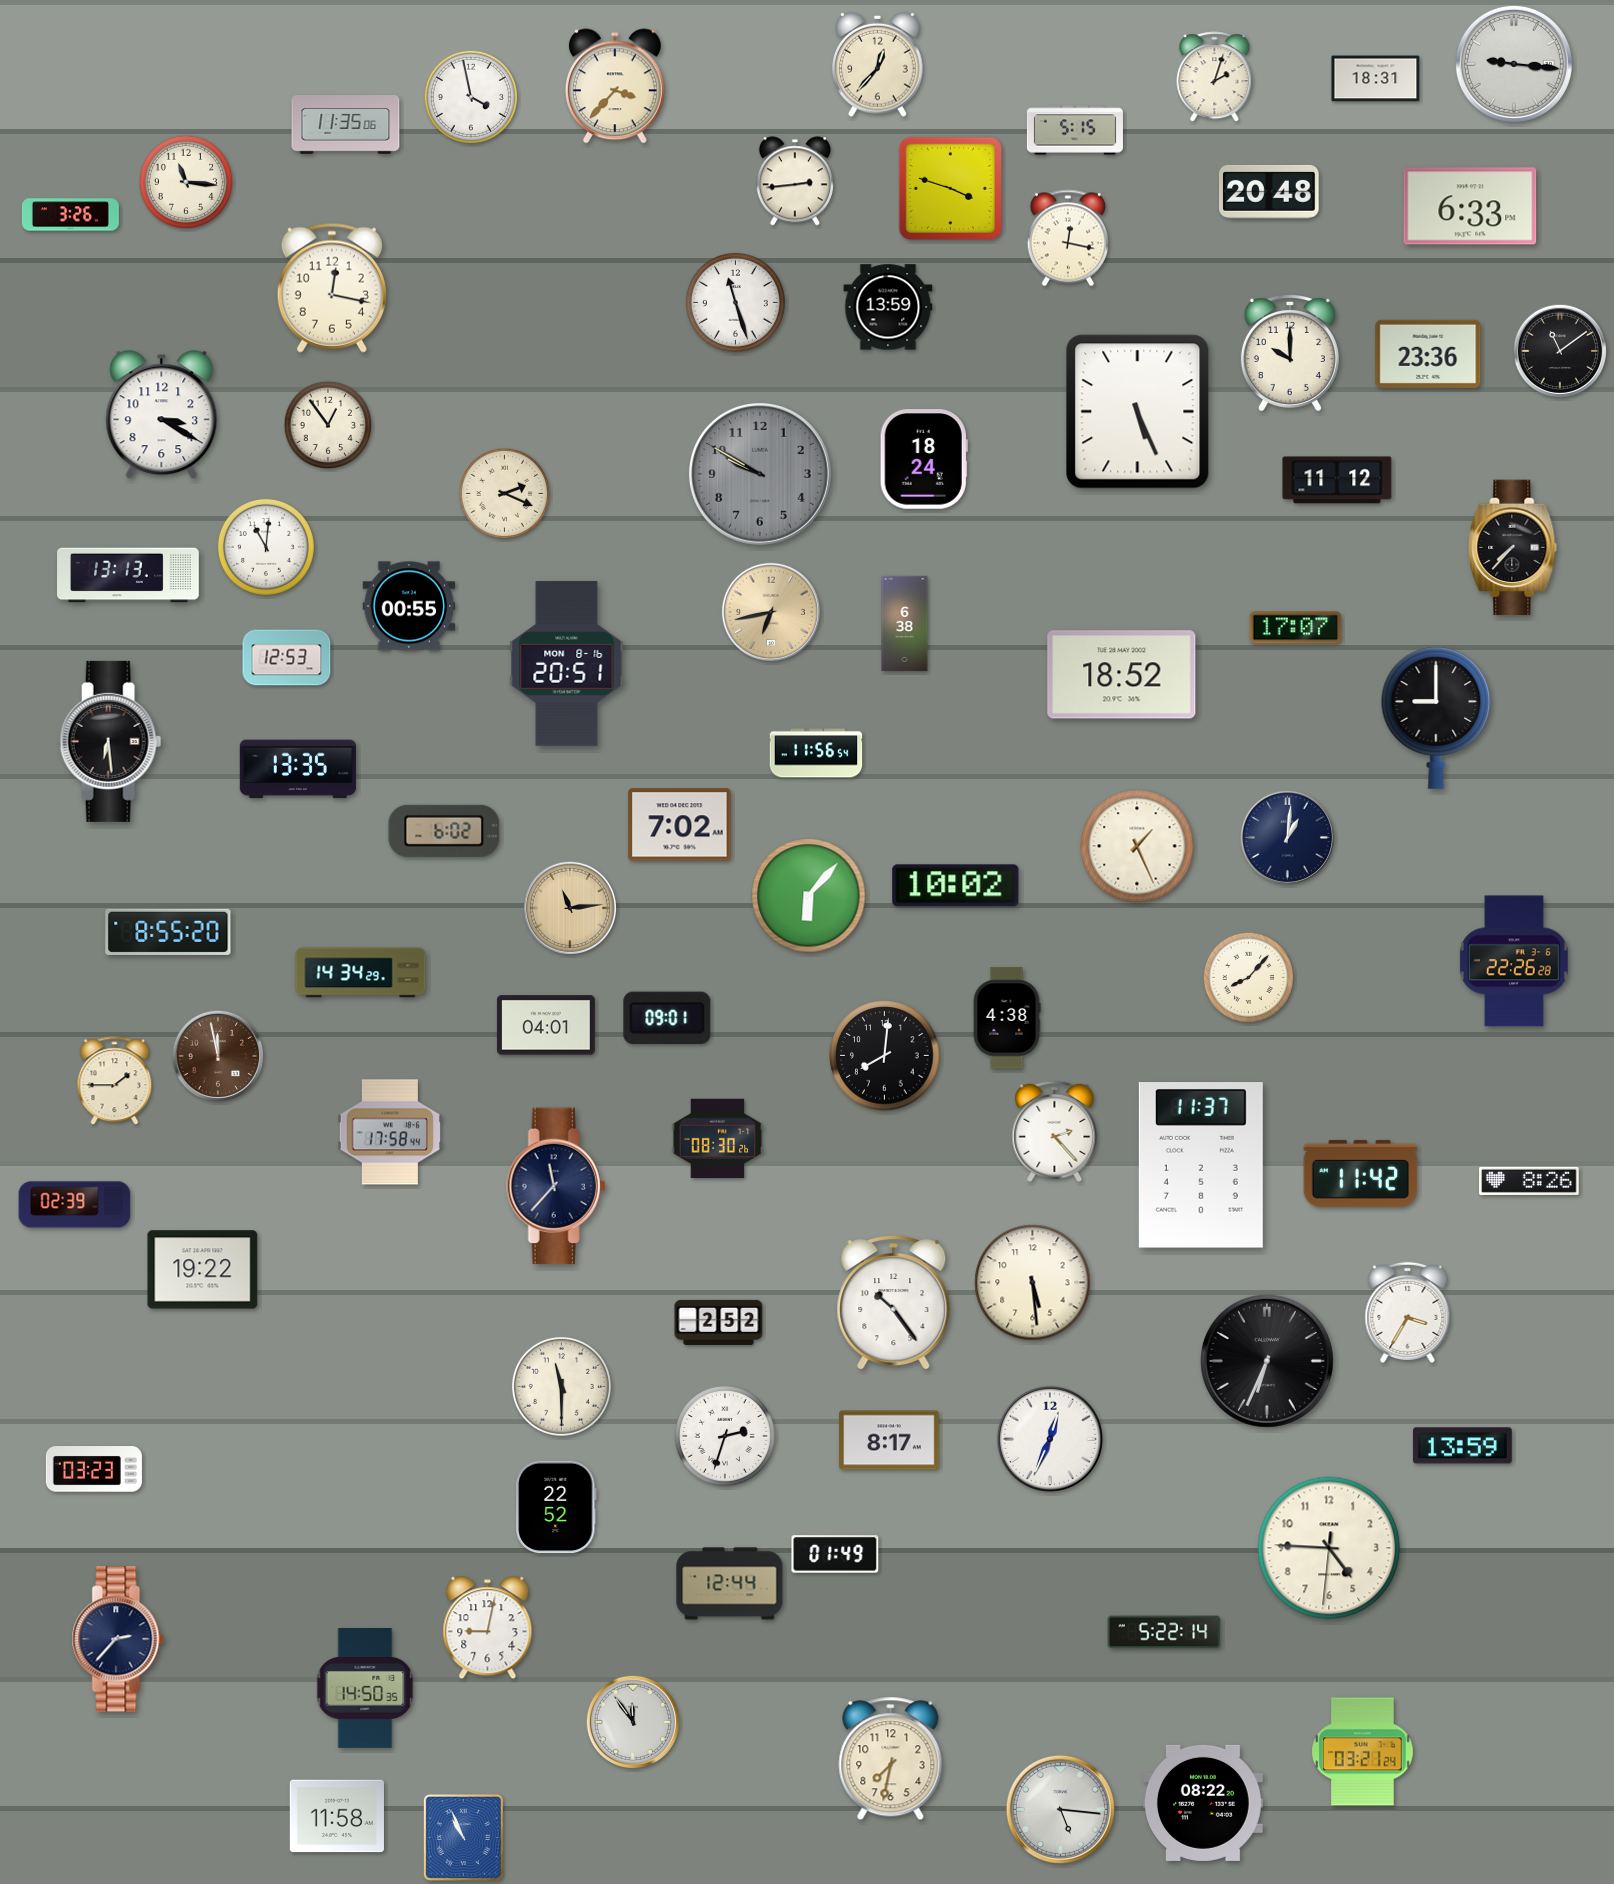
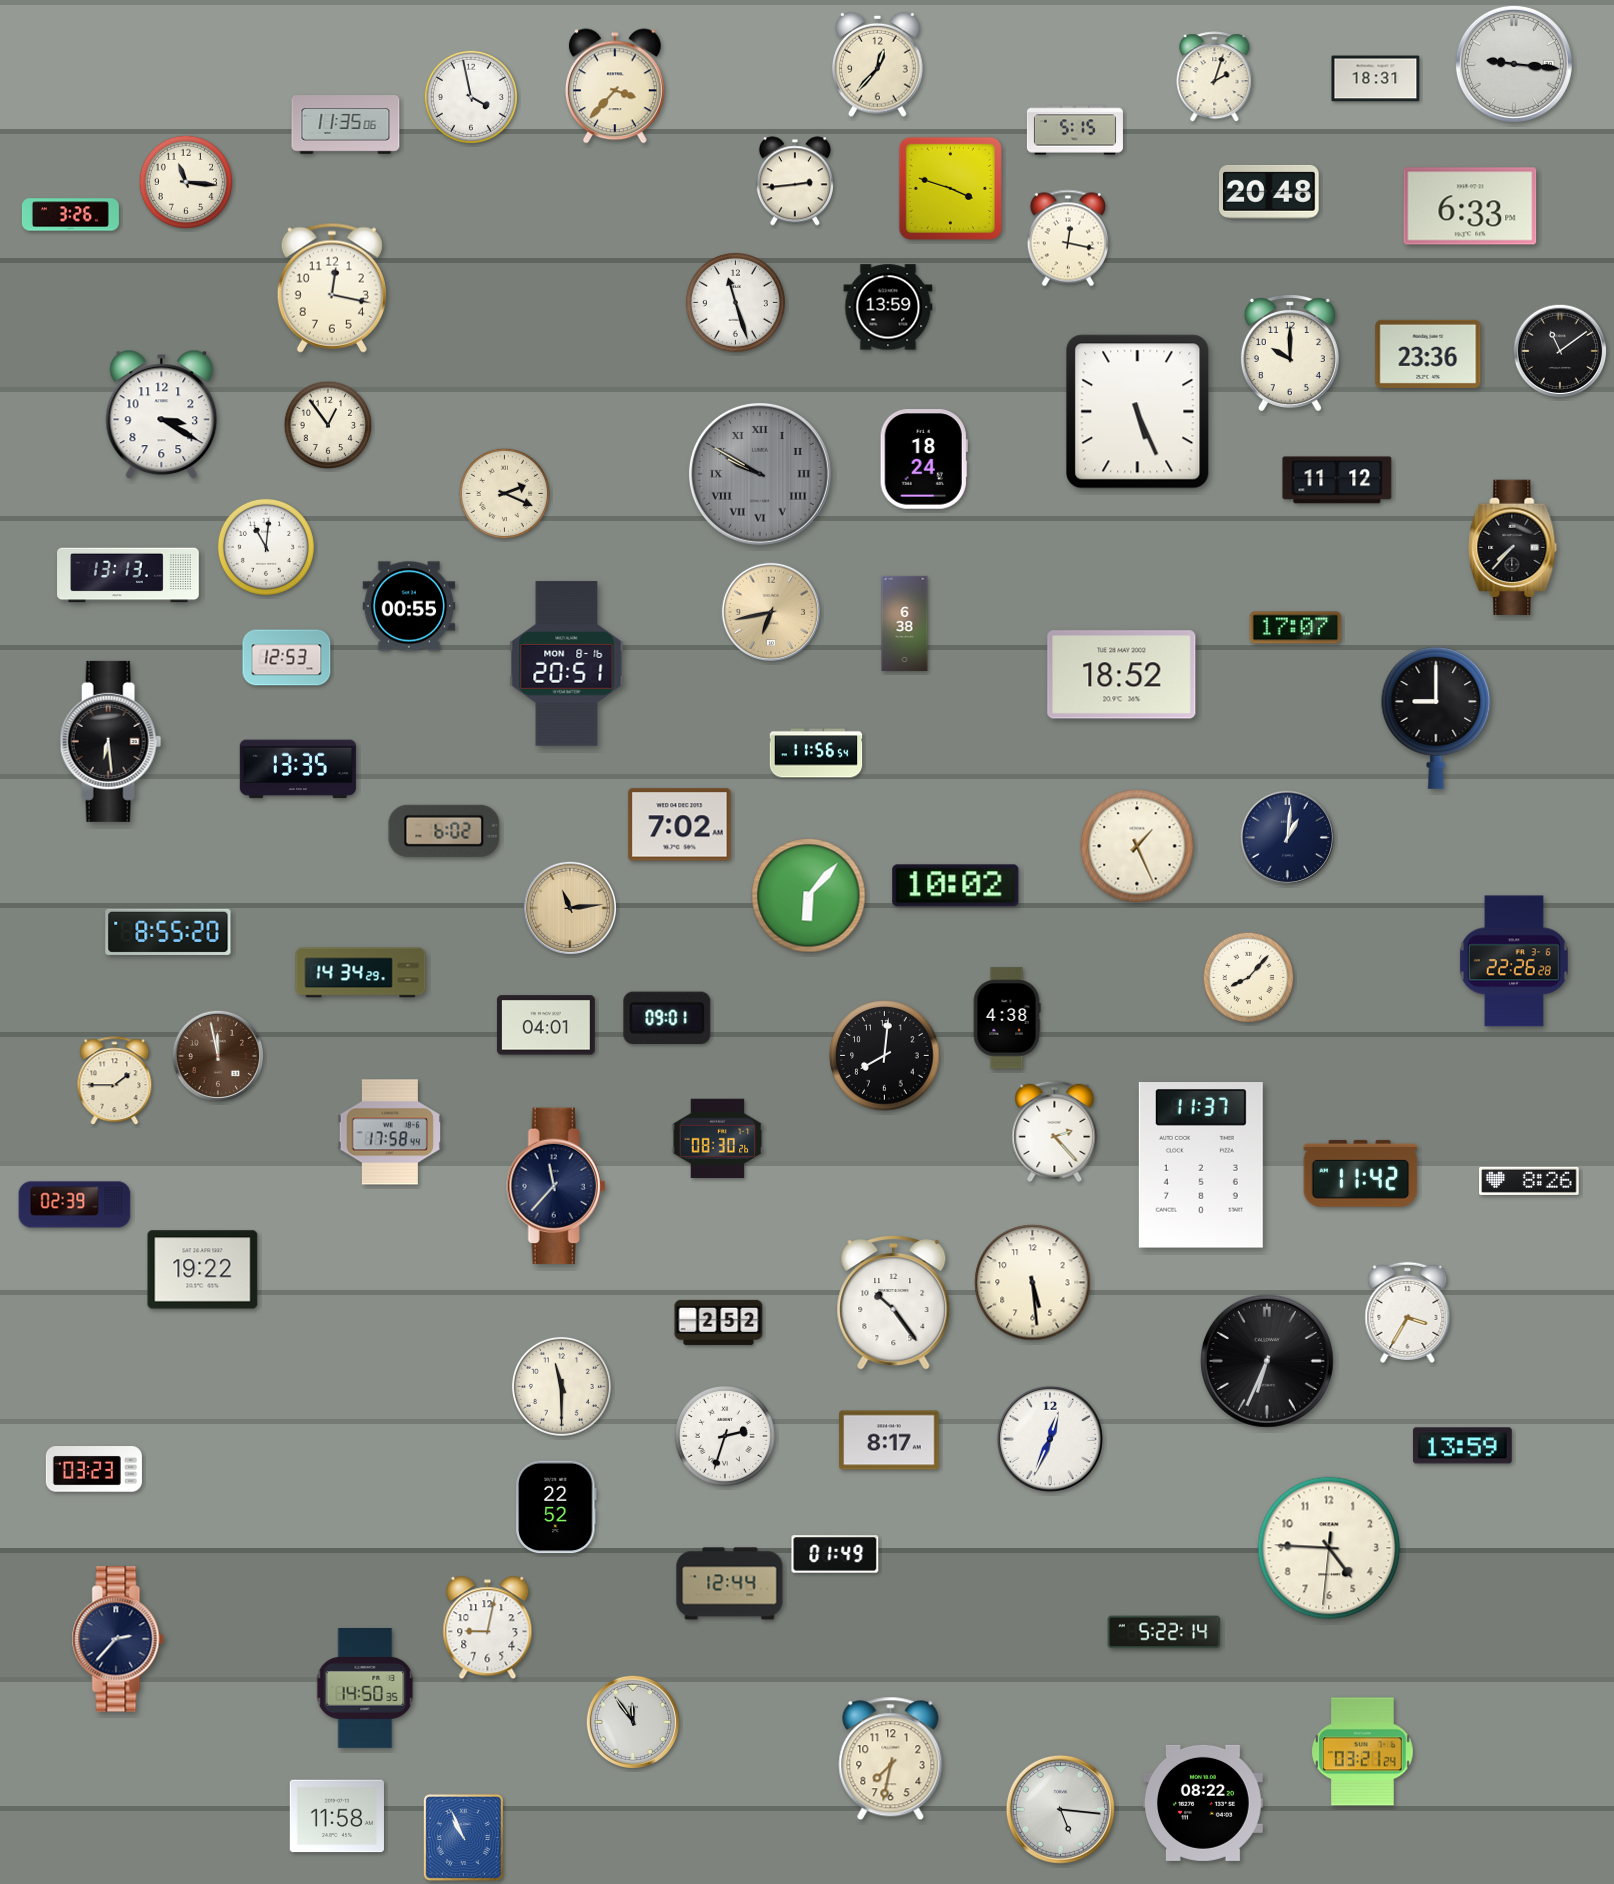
clock at (760, 474) numerals: Arabic -> Roman
